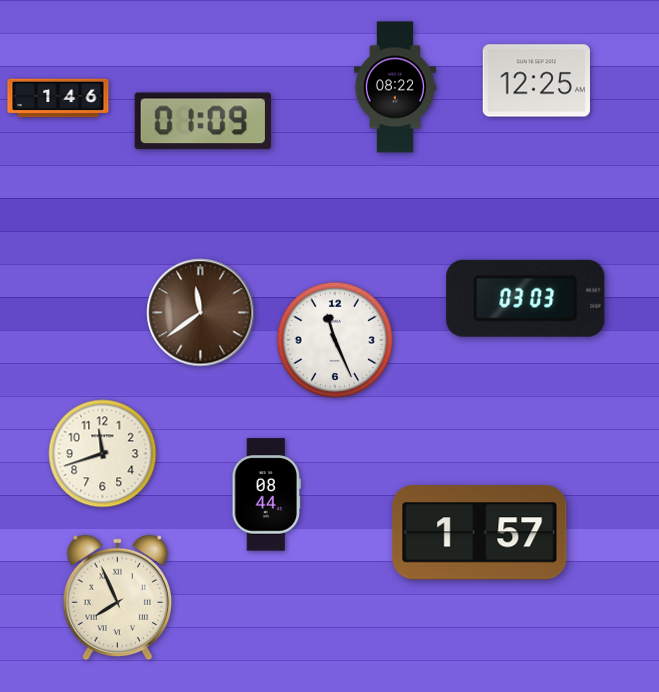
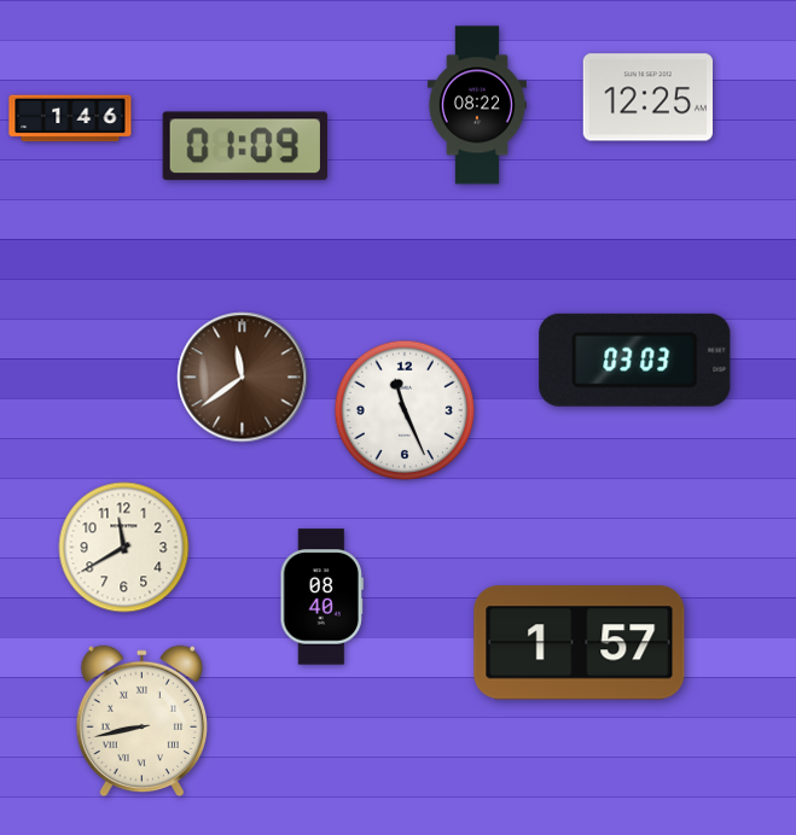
clock at (103, 454): 11:42 -> 11:40
clock at (266, 495): 08:44 -> 08:40
clock at (117, 598): 7:56 -> 8:43
